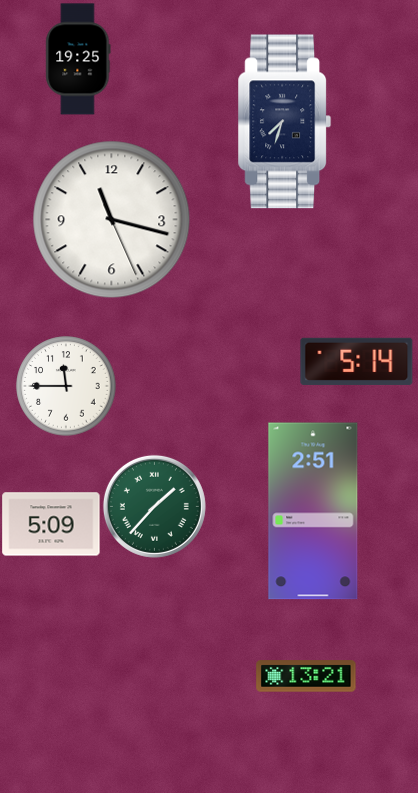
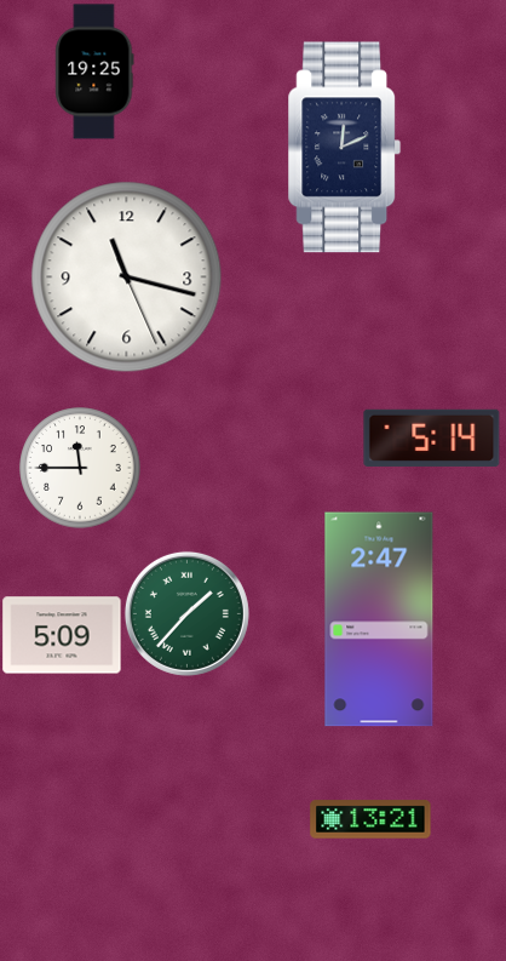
clock at (285, 122): 7:33 -> 12:11
clock at (112, 220) position: (112, 220) -> (127, 278)
clock at (313, 511): 2:51 -> 2:47
